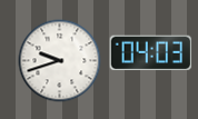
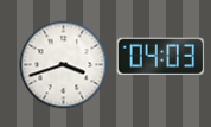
clock at (60, 61): 9:42 -> 3:42
